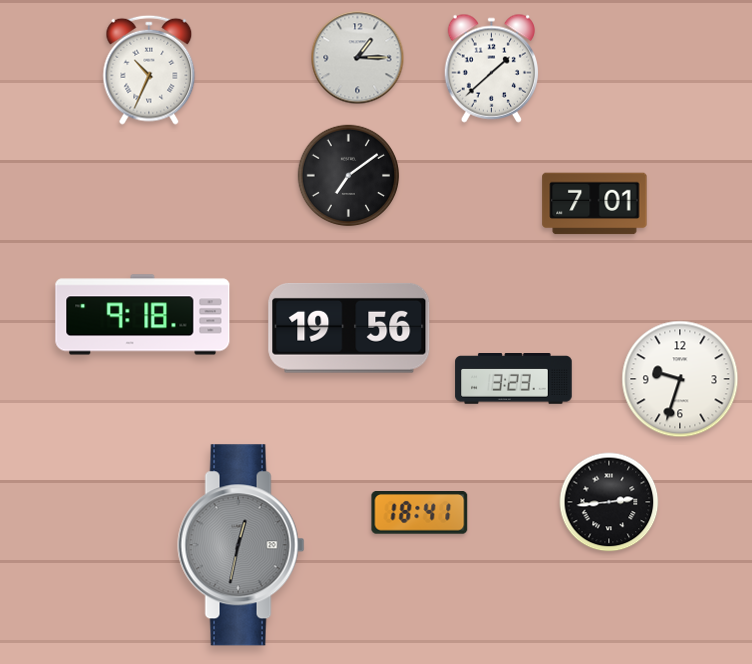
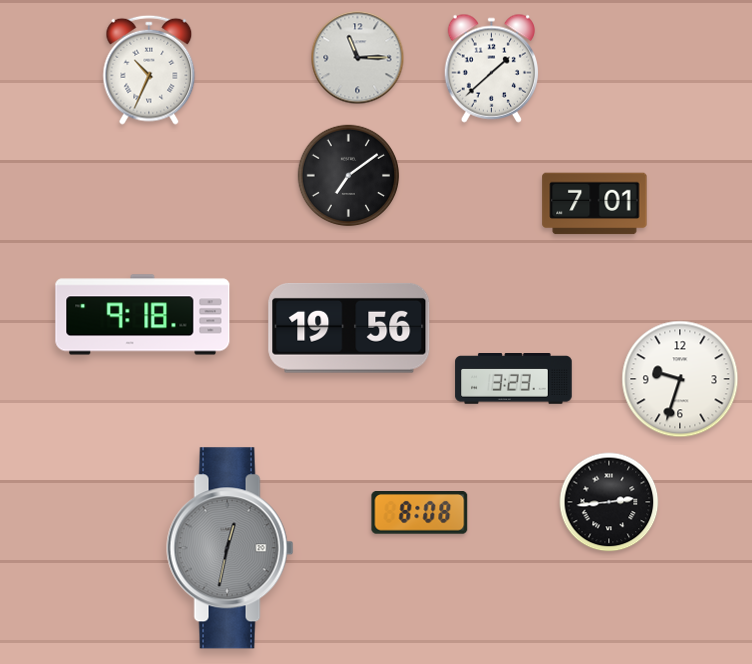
clock at (358, 58): 1:15 -> 11:15
clock at (420, 513): 18:41 -> 8:08
clock at (241, 545) position: (241, 545) -> (230, 548)
